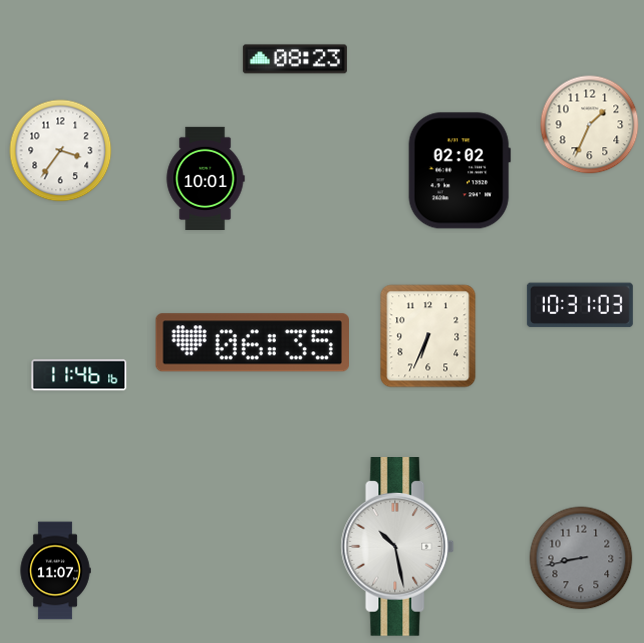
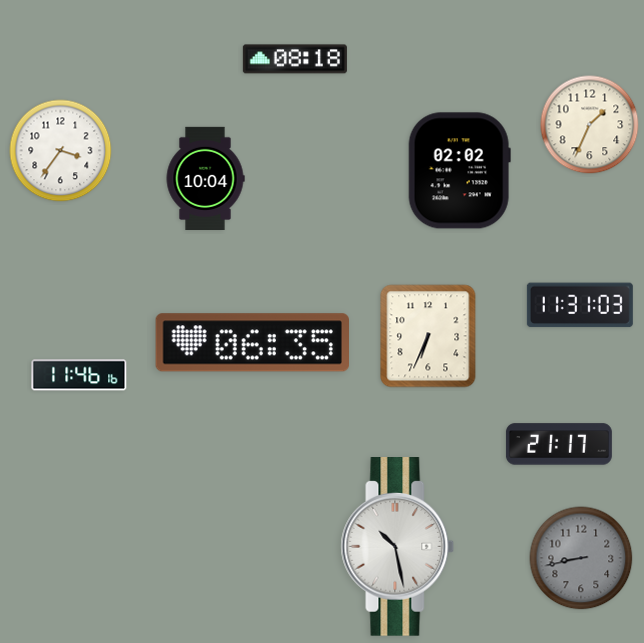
clock at (295, 59): 08:23 -> 08:18
clock at (205, 178): 10:01 -> 10:04
clock at (580, 305): 10:31 -> 11:31
clock at (559, 444): none -> 21:17
clock at (55, 571): 11:07 -> none
